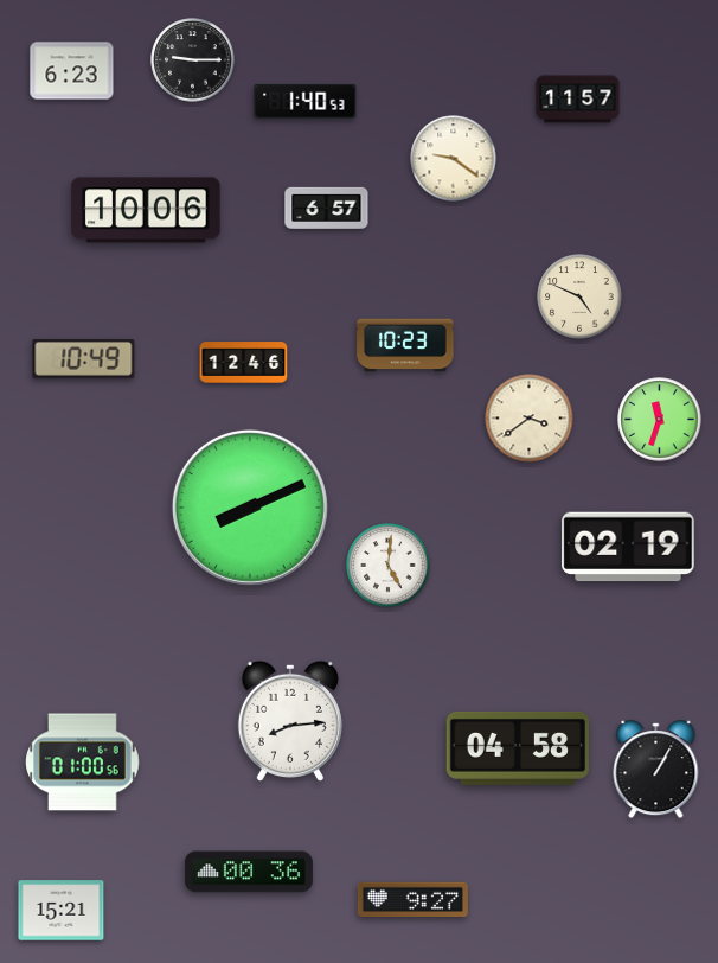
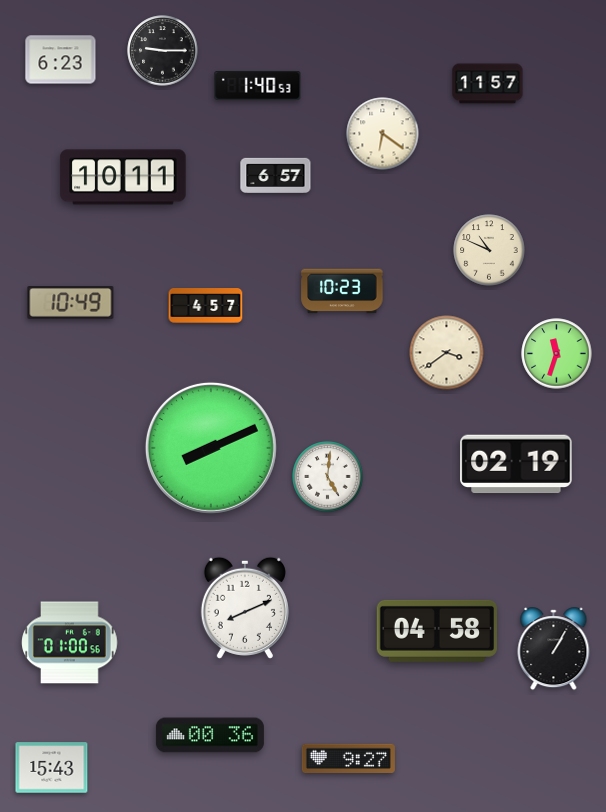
clock at (454, 159): 9:21 -> 6:21
clock at (146, 210): 10:06 -> 10:11
clock at (579, 296): 4:49 -> 10:49
clock at (244, 363): 12:46 -> 4:57
clock at (250, 508) position: (250, 508) -> (211, 448)
clock at (628, 547) position: (628, 547) -> (516, 464)
clock at (290, 721): 8:14 -> 8:11
clock at (62, 911): 15:21 -> 15:43
